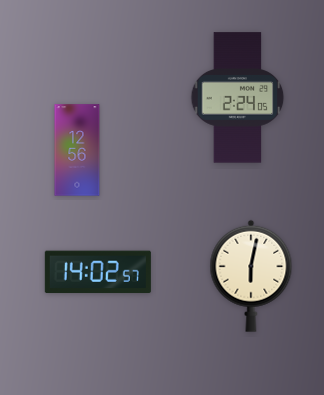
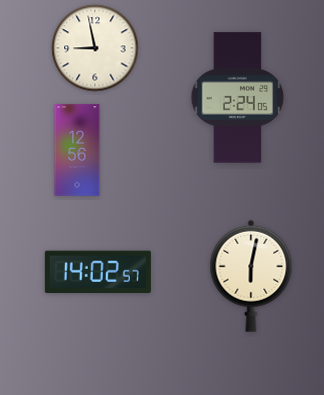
clock at (95, 48): none -> 8:58
